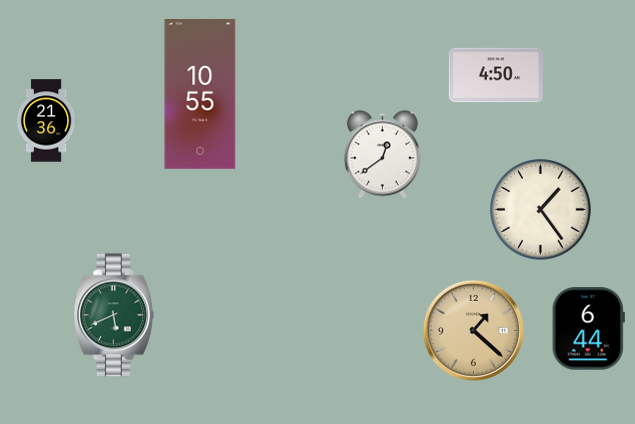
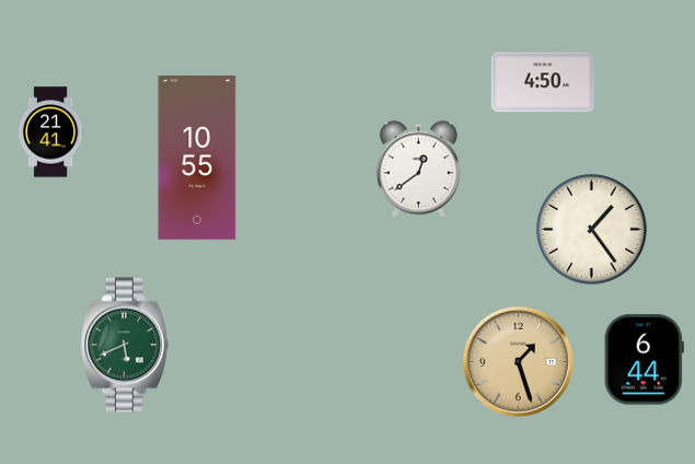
clock at (200, 95) position: (200, 95) -> (197, 159)
clock at (46, 121): 21:36 -> 21:41
clock at (473, 330): 1:22 -> 1:27
